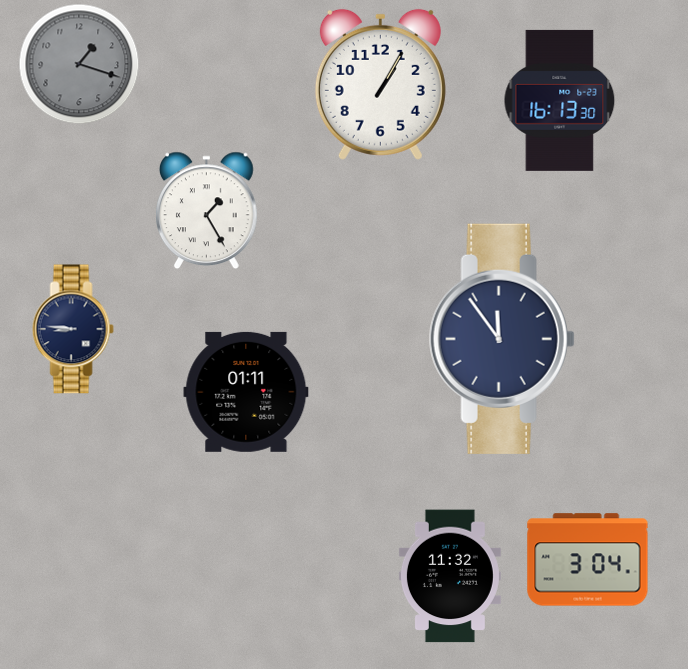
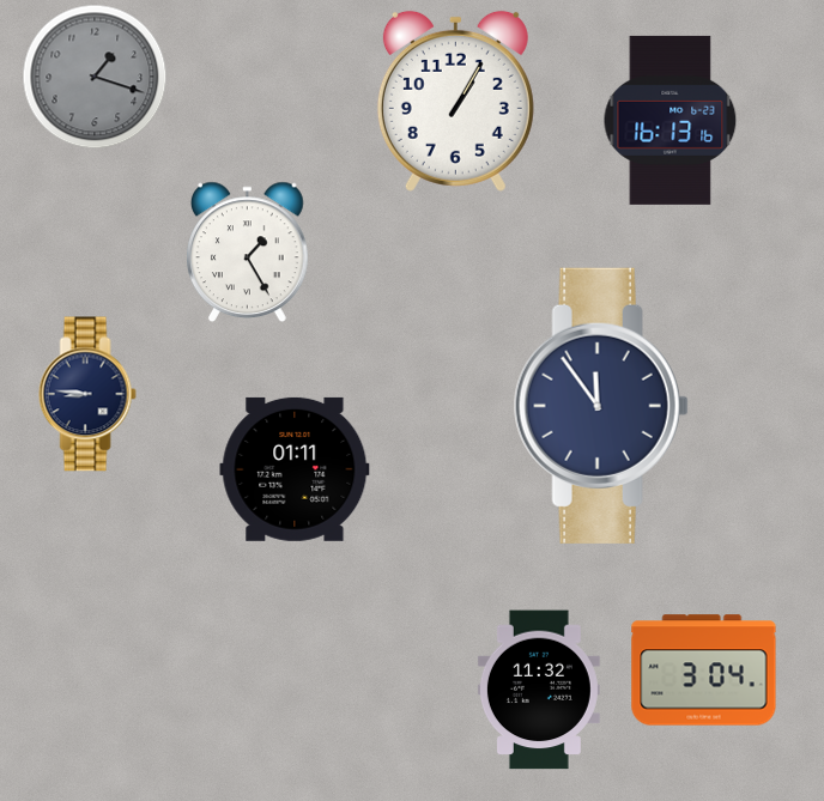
clock at (560, 100): 16:13:30 -> 16:13:16
